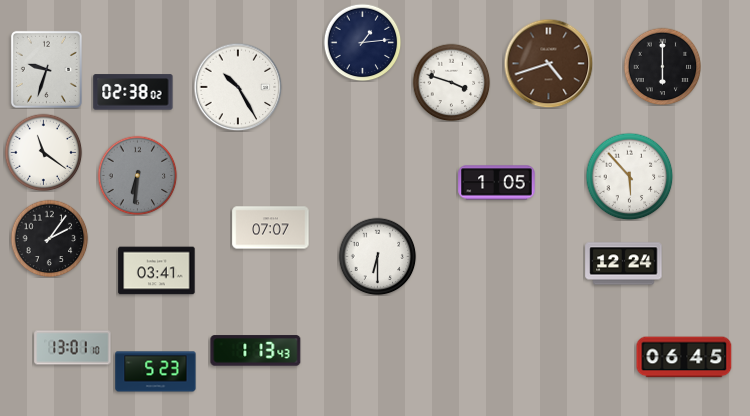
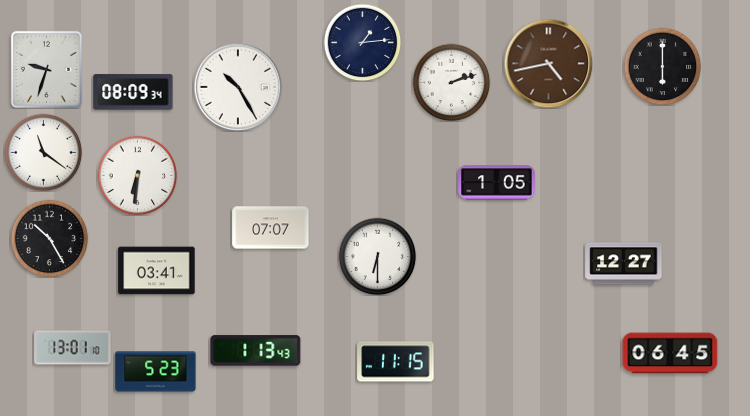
clock at (548, 63): 4:42 -> 4:43
clock at (451, 82): 3:48 -> 2:12
clock at (133, 92): 02:38 -> 08:09
clock at (137, 175) dial: grey -> white
clock at (629, 176): 5:53 -> none
clock at (49, 238): 2:06 -> 10:25
clock at (624, 264): 12:24 -> 12:27
clock at (684, 357) position: (684, 357) -> (670, 353)
clock at (396, 362): none -> 11:15
